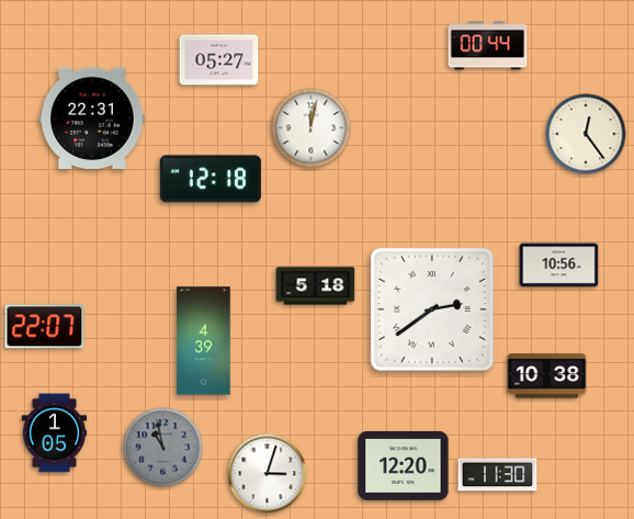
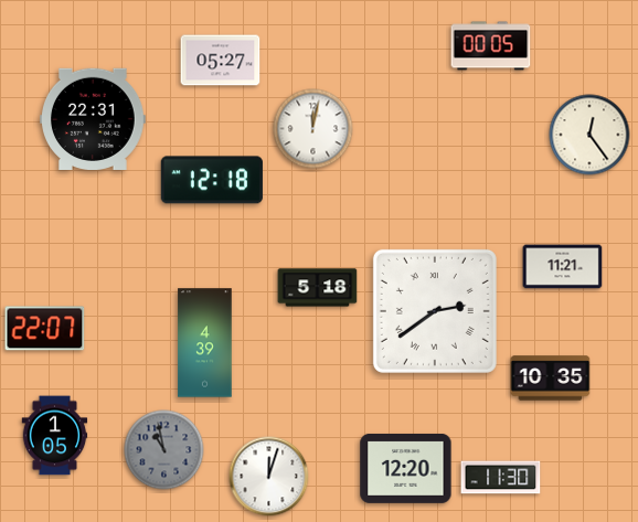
clock at (488, 46): 00:44 -> 00:05
clock at (559, 266): 10:56 -> 11:21
clock at (547, 376): 10:38 -> 10:35
clock at (268, 474): 3:03 -> 12:03
